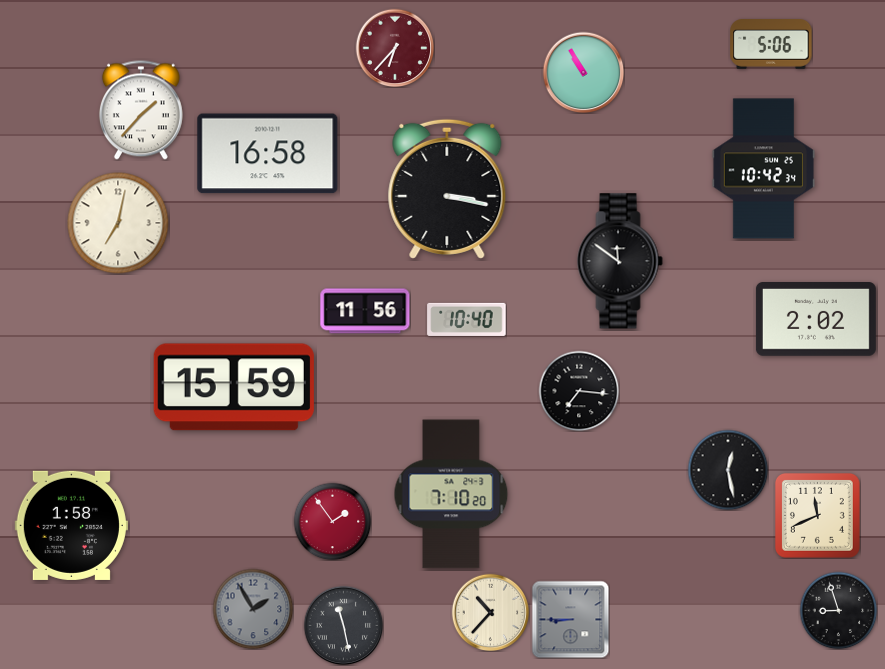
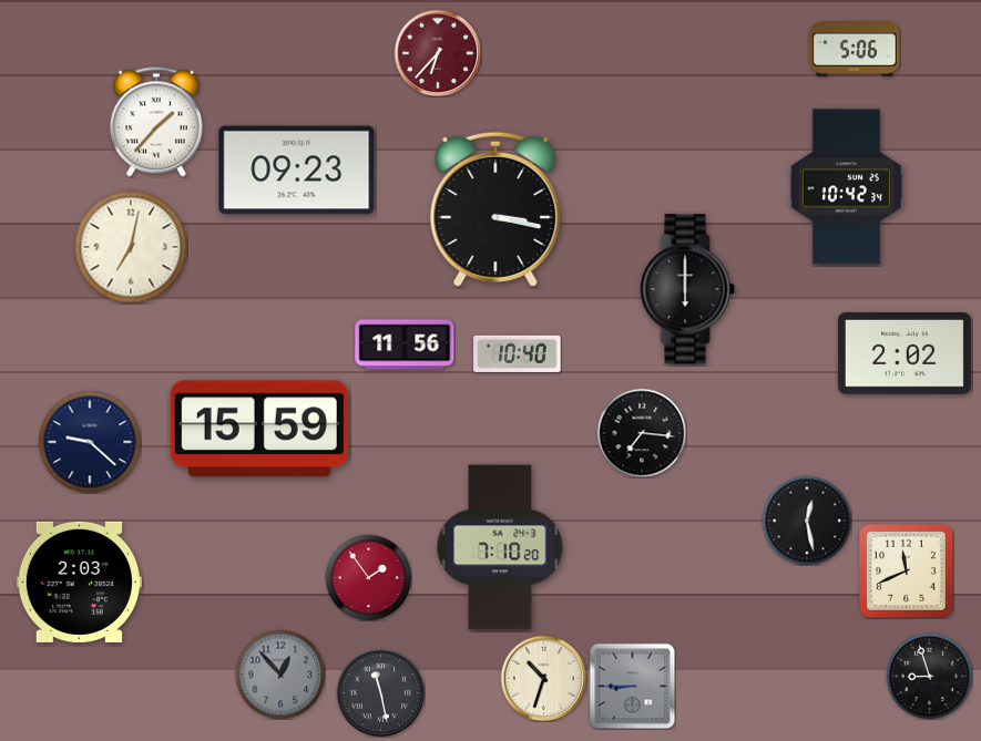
clock at (583, 72): 10:55 -> none
clock at (268, 154): 16:58 -> 09:23
clock at (620, 261): 11:51 -> 6:00
clock at (90, 442): none -> 9:22
clock at (71, 525): 1:58 -> 2:03
clock at (253, 609): 1:55 -> 12:53
clock at (490, 612): 10:37 -> 10:33
